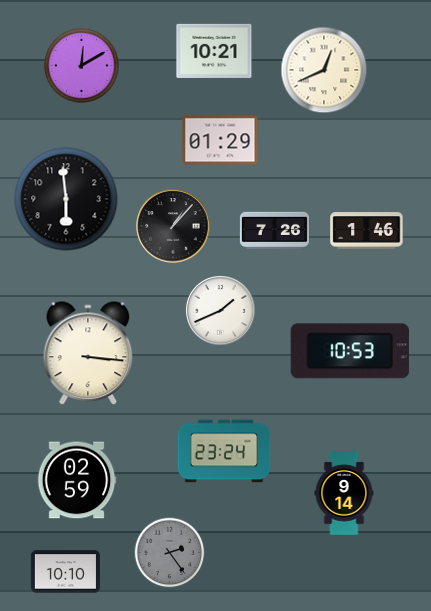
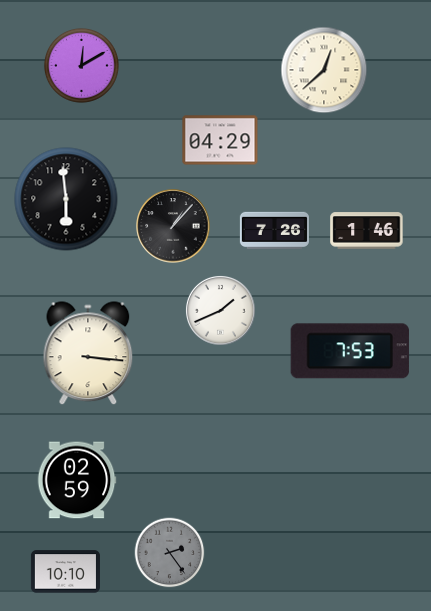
clock at (214, 51): 10:21 -> none
clock at (324, 70): 12:41 -> 12:38
clock at (220, 140): 01:29 -> 04:29
clock at (350, 351): 10:53 -> 7:53
clock at (224, 451): 23:24 -> none
clock at (344, 493): 9:14 -> none
